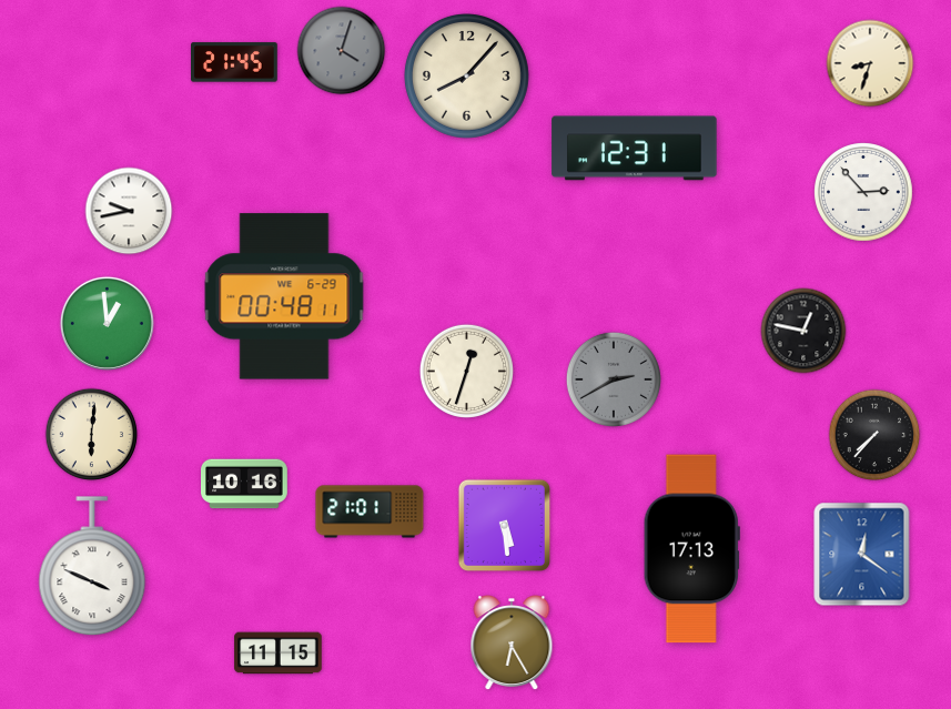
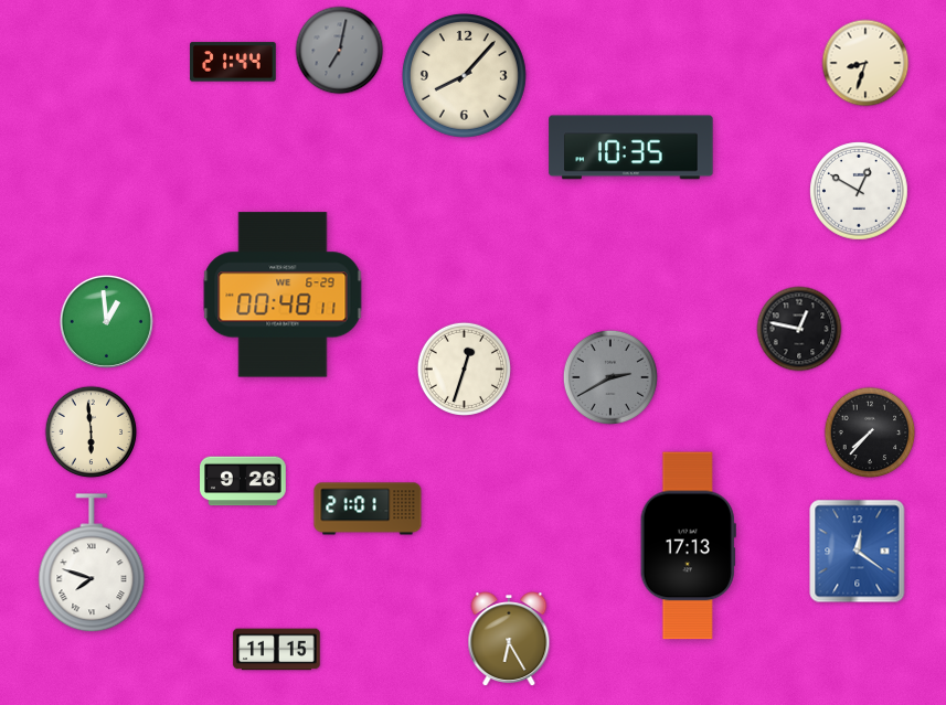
clock at (342, 51): 4:03 -> 7:02
clock at (235, 62): 21:45 -> 21:44
clock at (635, 149): 12:31 -> 10:35
clock at (863, 192): 2:53 -> 12:50
clock at (129, 211): 9:43 -> none
clock at (92, 435): 6:01 -> 5:59
clock at (244, 484): 10:16 -> 9:26
clock at (504, 525): 5:29 -> none
clock at (92, 567): 3:49 -> 7:48
